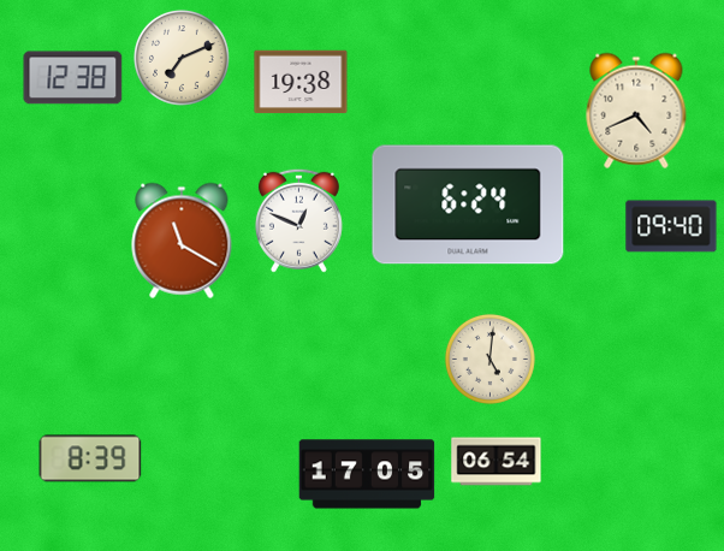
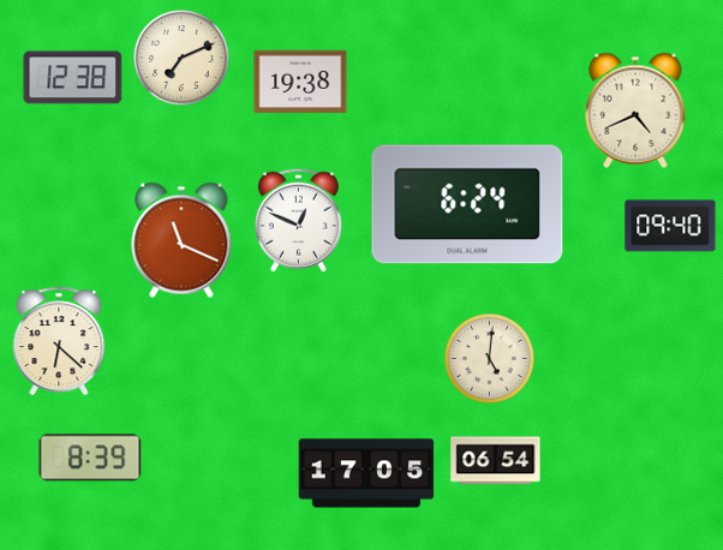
clock at (182, 241): 11:20 -> 11:19
clock at (59, 341): none -> 6:22
